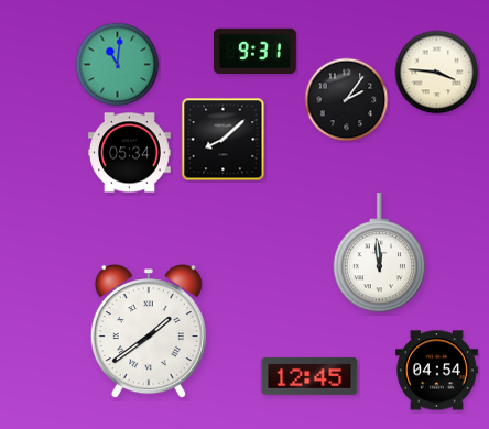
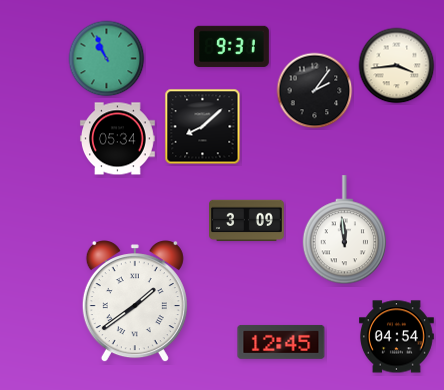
clock at (118, 65): 11:01 -> 10:56
clock at (437, 73): 3:46 -> 3:44
clock at (247, 221): none -> 3:09
